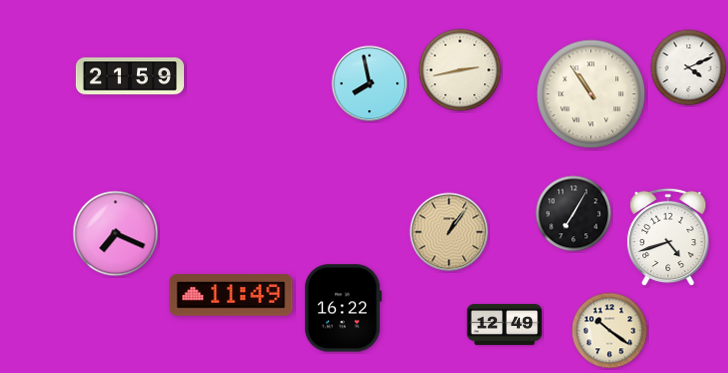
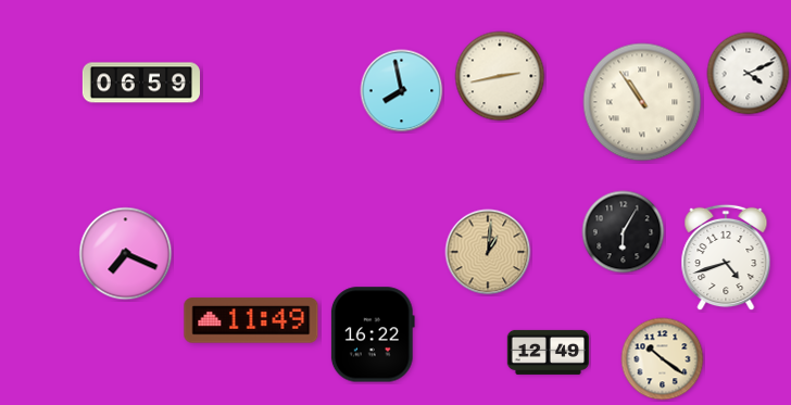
clock at (130, 76): 21:59 -> 06:59
clock at (574, 214): 7:05 -> 6:05
clock at (449, 232): 1:06 -> 1:01
